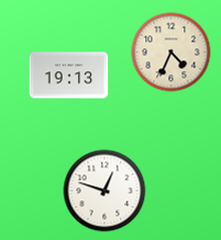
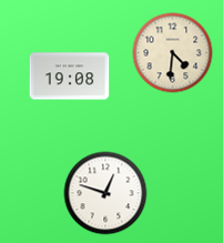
clock at (172, 53): 4:34 -> 4:31
clock at (69, 76): 19:13 -> 19:08
